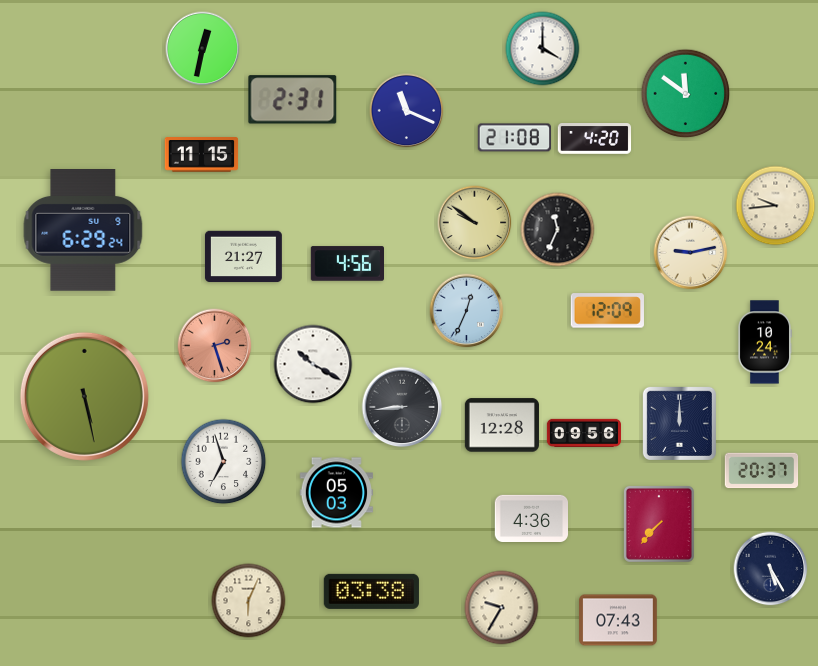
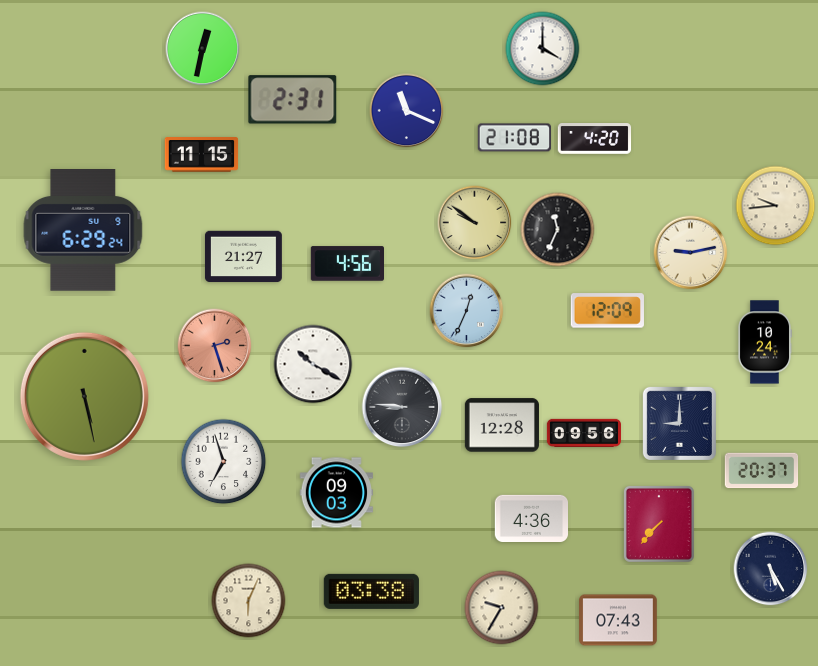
clock at (686, 94): 11:51 -> none
clock at (402, 407): 8:44 -> 8:46
clock at (679, 423): 12:00 -> 9:00
clock at (336, 493): 05:03 -> 09:03
